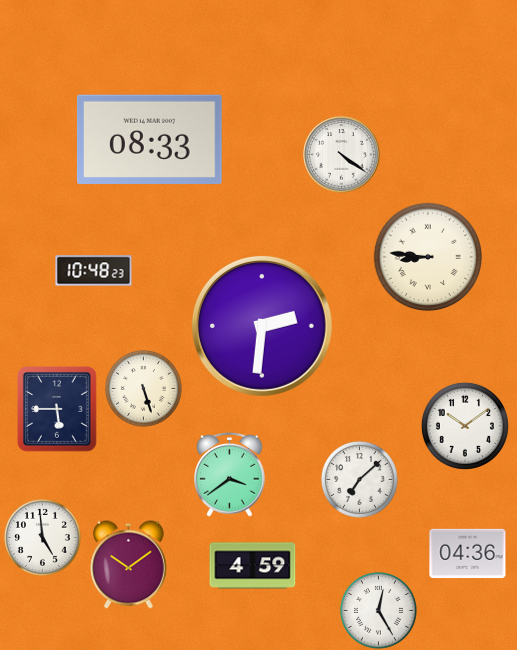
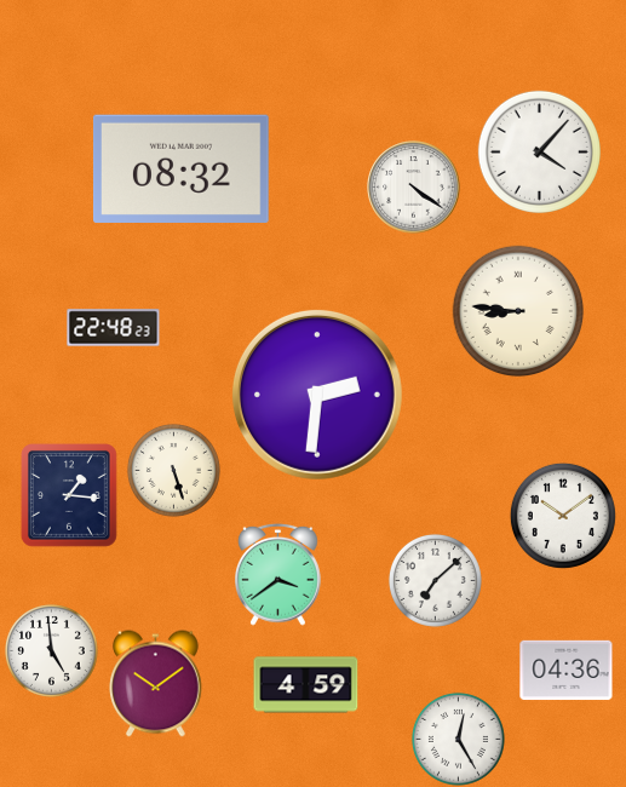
clock at (539, 151): none -> 4:07
clock at (150, 139): 08:33 -> 08:32
clock at (94, 271): 10:48 -> 22:48
clock at (58, 410): 5:45 -> 1:16
